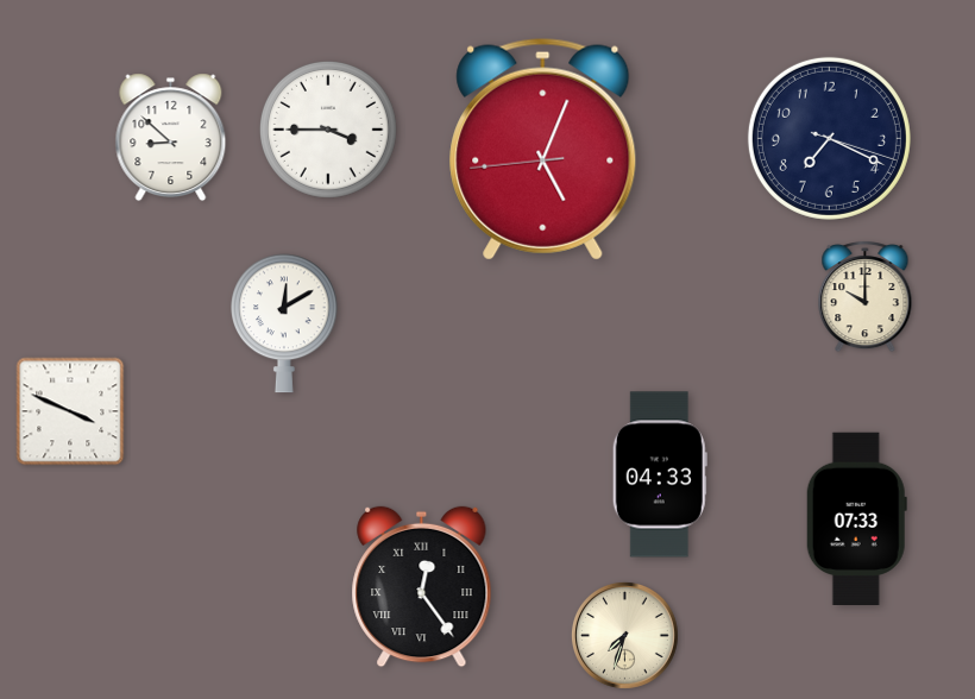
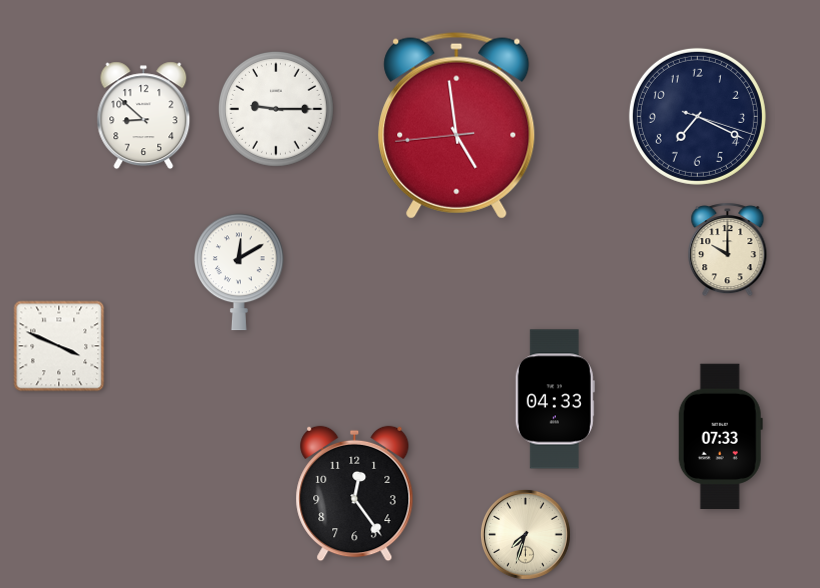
clock at (328, 130): 3:45 -> 9:15
clock at (543, 149): 5:03 -> 4:58
clock at (422, 587) numerals: Roman -> Arabic
